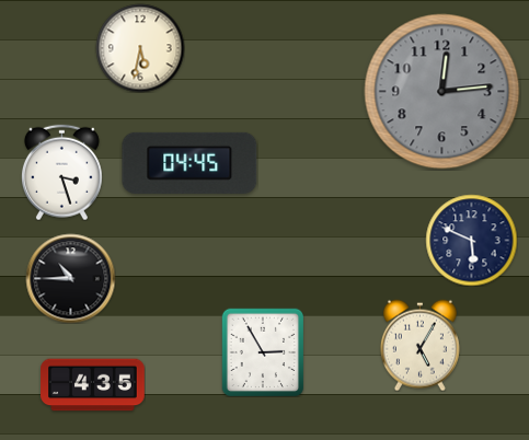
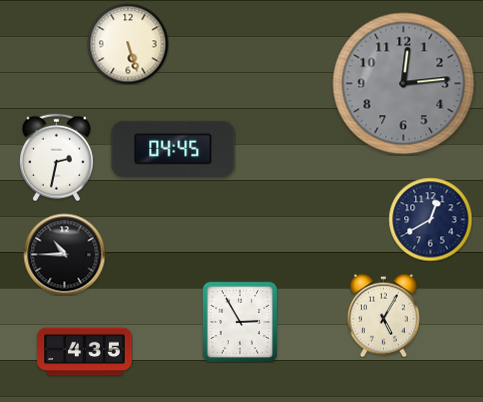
clock at (140, 48): 5:32 -> 5:27
clock at (61, 172): 3:27 -> 2:32
clock at (471, 240): 5:49 -> 12:40
